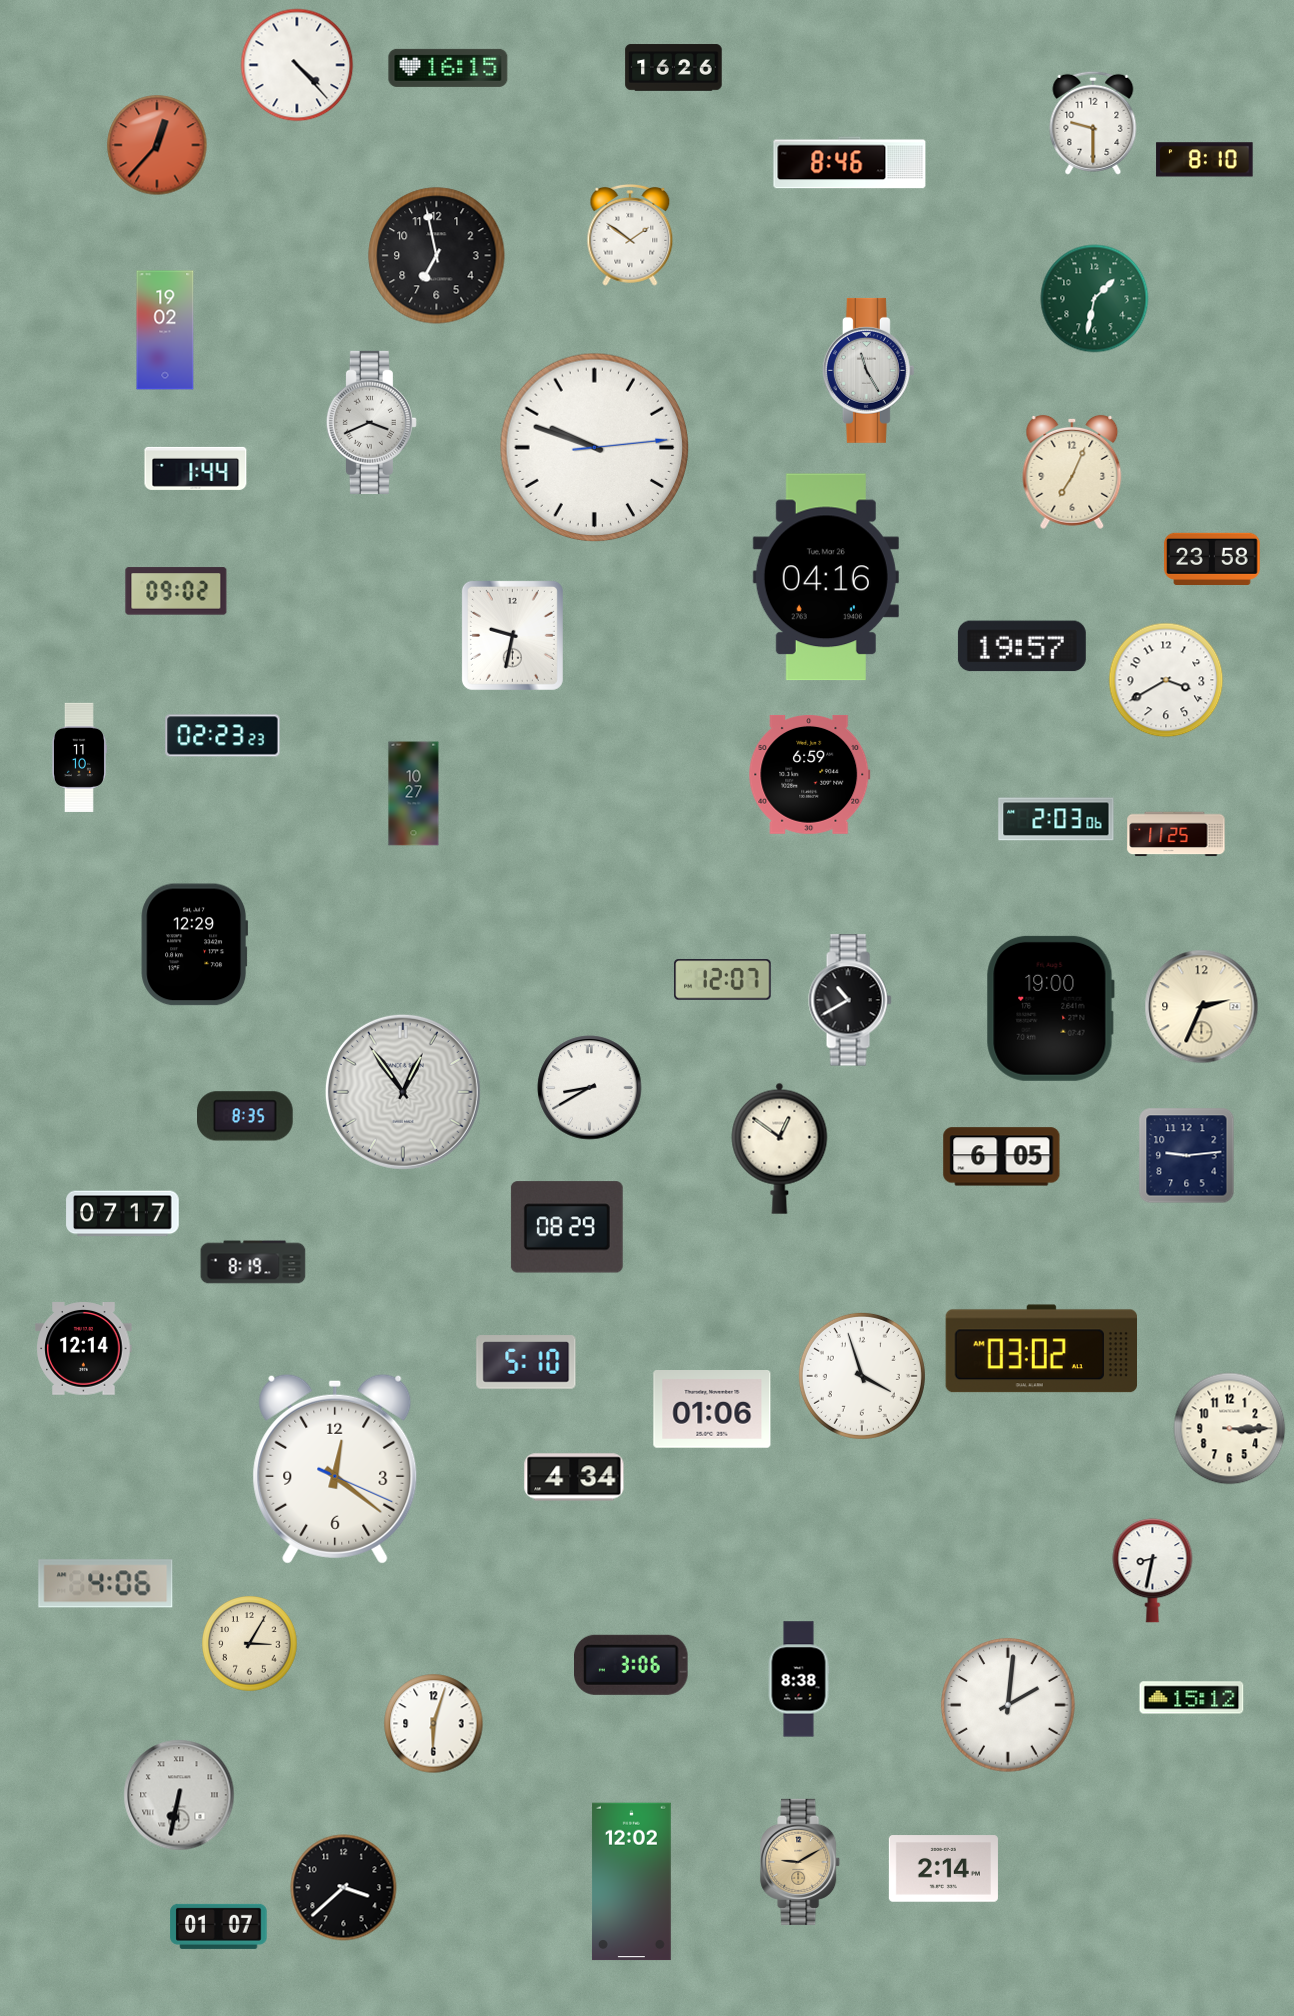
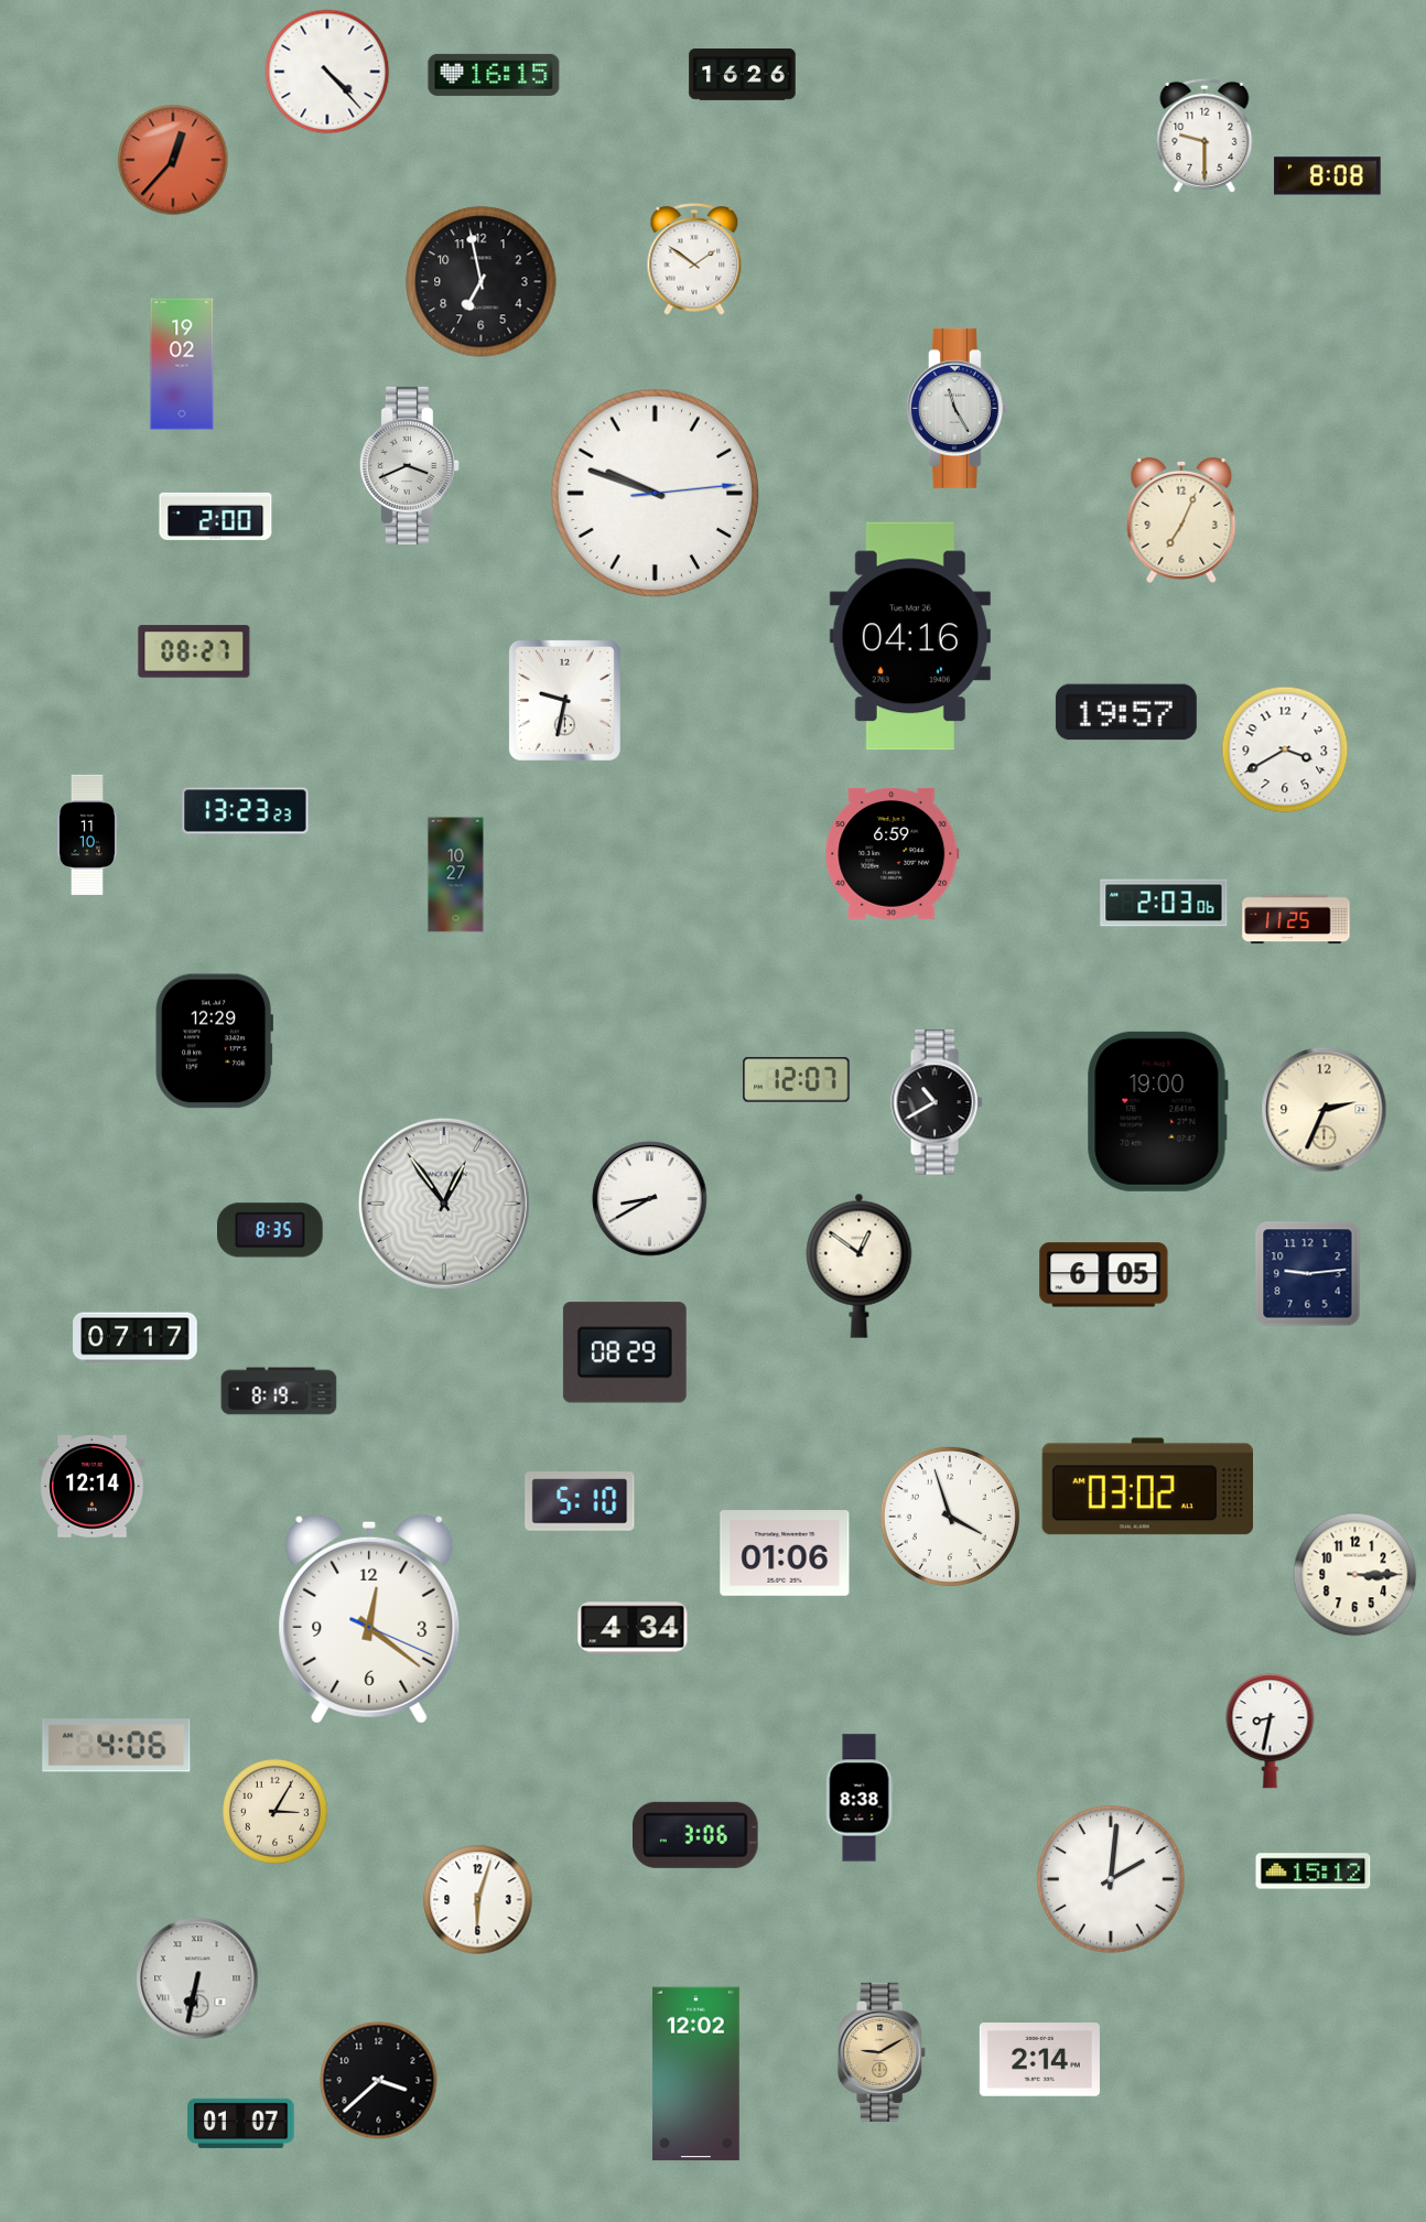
clock at (1205, 160): 8:10 -> 8:08
clock at (850, 163): 8:46 -> none
clock at (1095, 299): 1:32 -> none
clock at (196, 468): 1:44 -> 2:00
clock at (1212, 558): 23:58 -> none
clock at (176, 591): 09:02 -> 08:27
clock at (223, 736): 02:23 -> 13:23
clock at (799, 1679) position: (799, 1679) -> (860, 1798)
